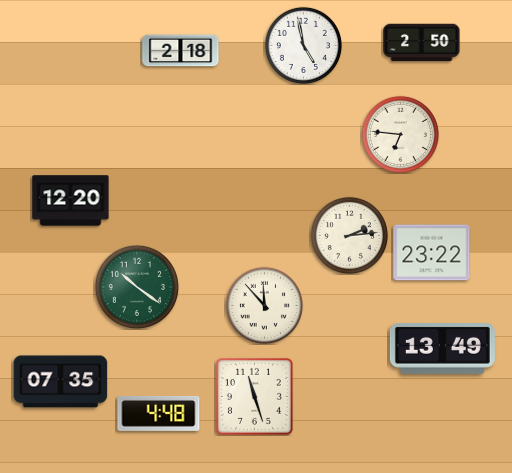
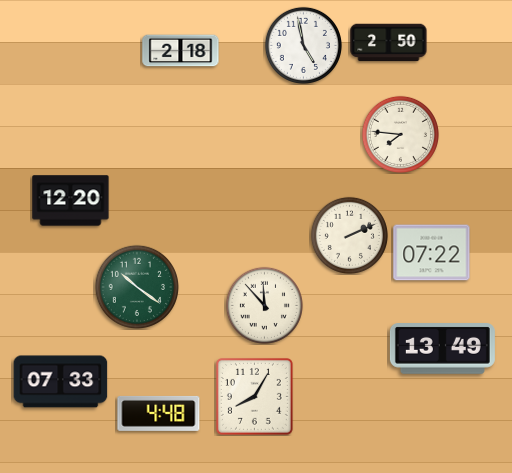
clock at (422, 43) position: (422, 43) -> (389, 43)
clock at (400, 134): 6:46 -> 7:46
clock at (349, 235): 2:14 -> 2:11
clock at (432, 253): 23:22 -> 07:22
clock at (61, 382): 07:35 -> 07:33
clock at (254, 396): 11:27 -> 8:05
